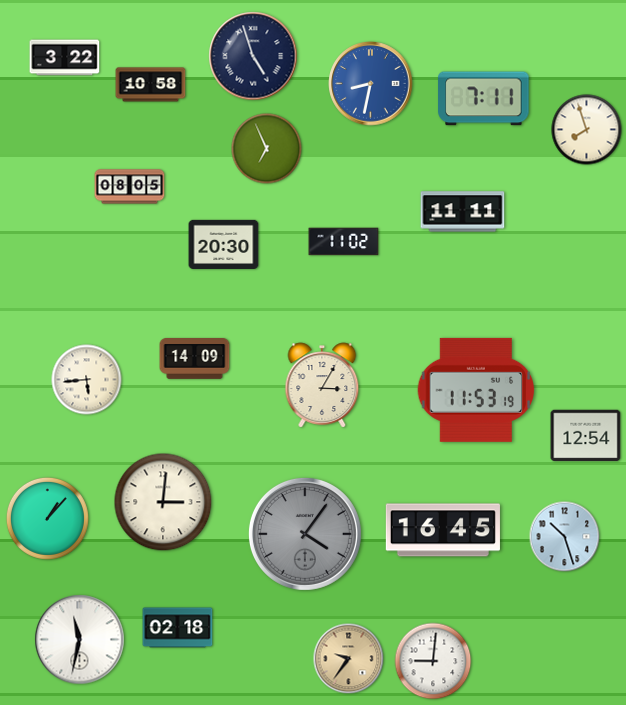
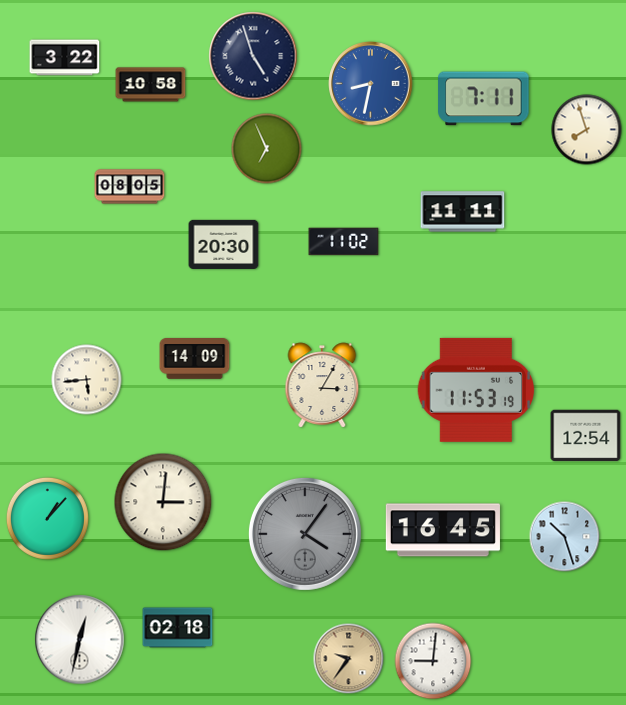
clock at (80, 640): 11:32 -> 12:32
